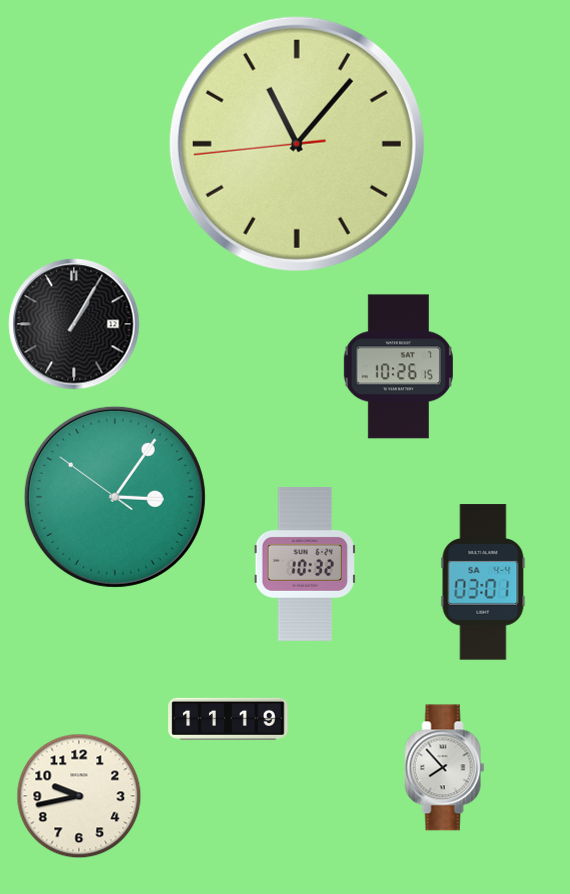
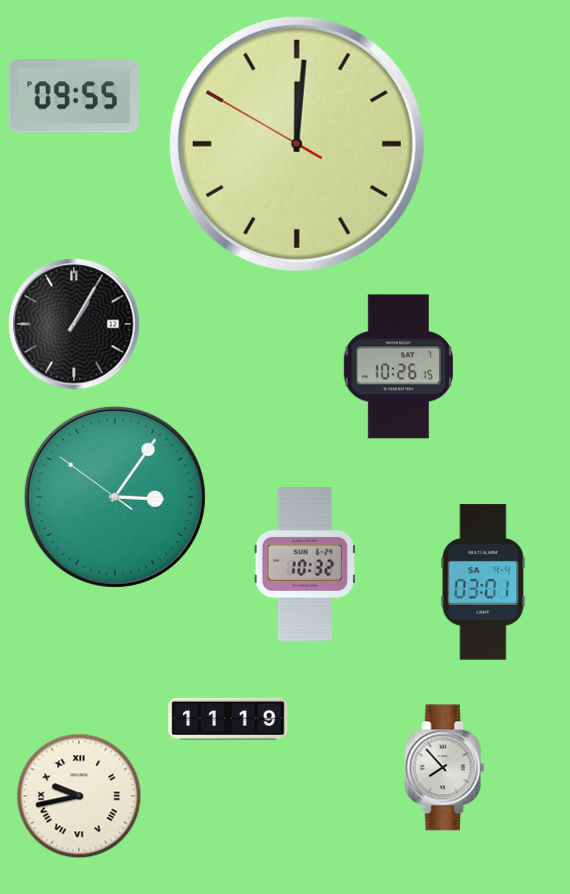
clock at (73, 96): none -> 09:55
clock at (297, 144): 11:06 -> 12:00
clock at (79, 796) numerals: Arabic -> Roman
